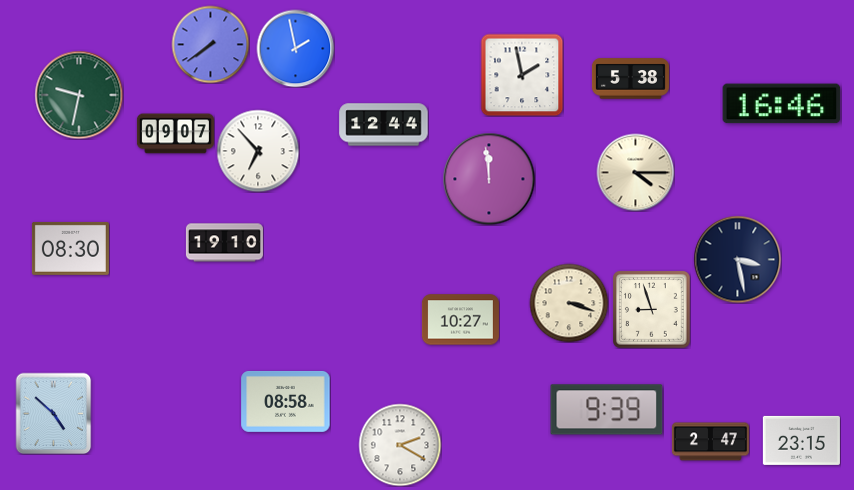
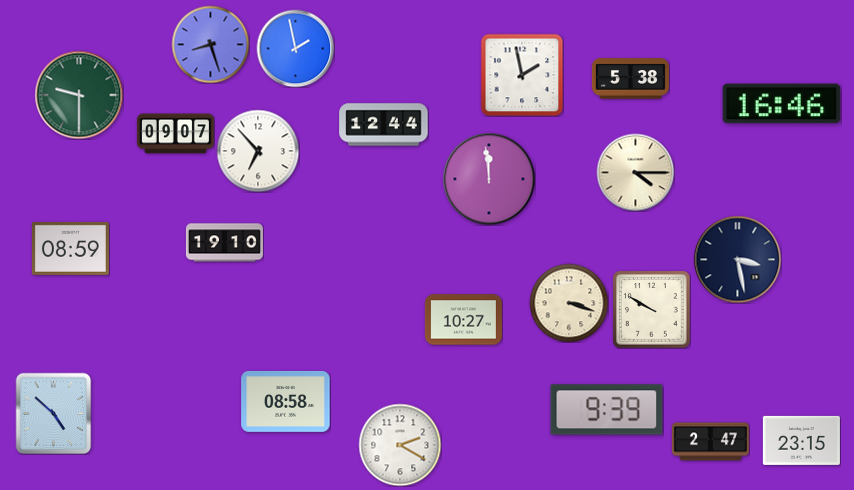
clock at (210, 44): 7:39 -> 8:27
clock at (79, 95): 9:32 -> 9:30
clock at (70, 248): 08:30 -> 08:59
clock at (651, 309): 8:57 -> 9:50
clock at (460, 320) position: (460, 320) -> (463, 320)
